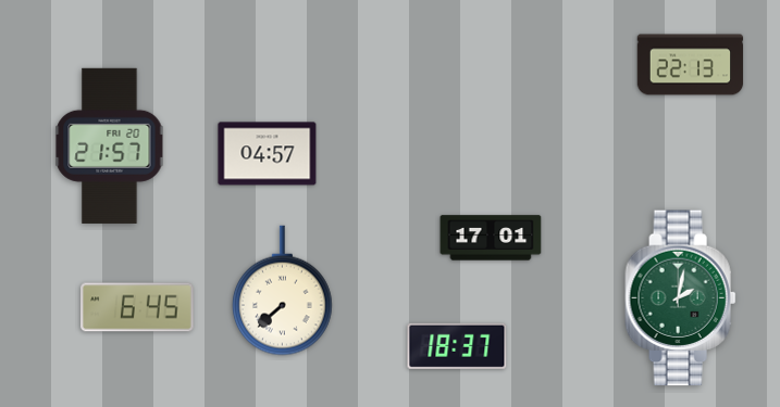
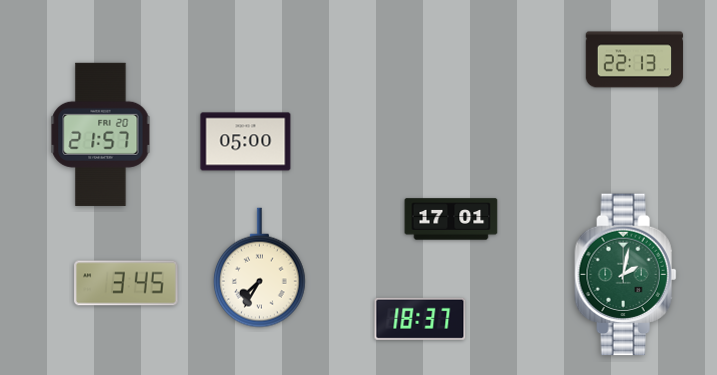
clock at (268, 154): 04:57 -> 05:00
clock at (283, 291): 7:38 -> 7:35
clock at (137, 307): 6:45 -> 3:45
